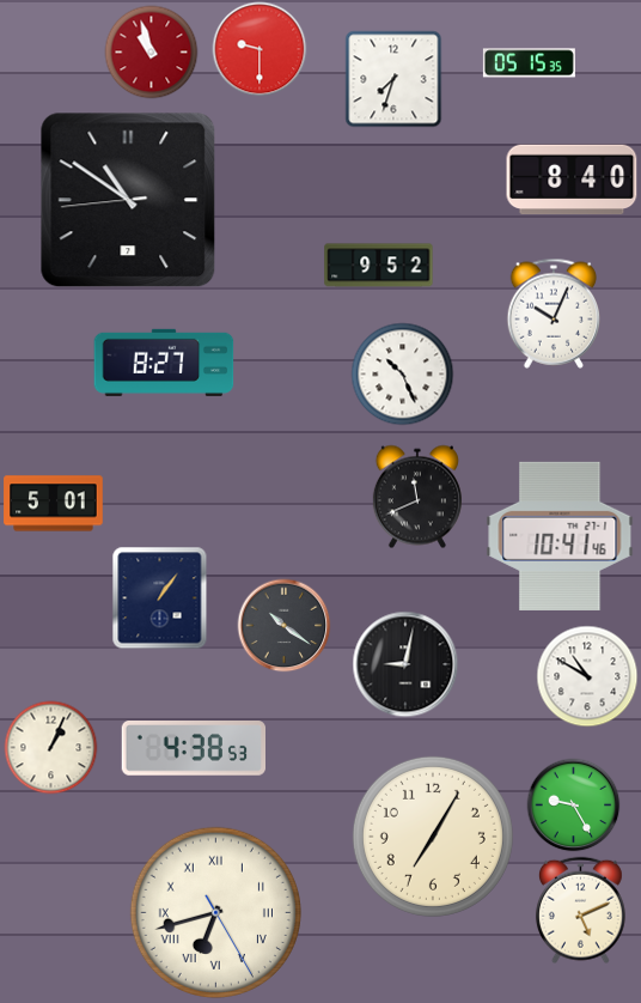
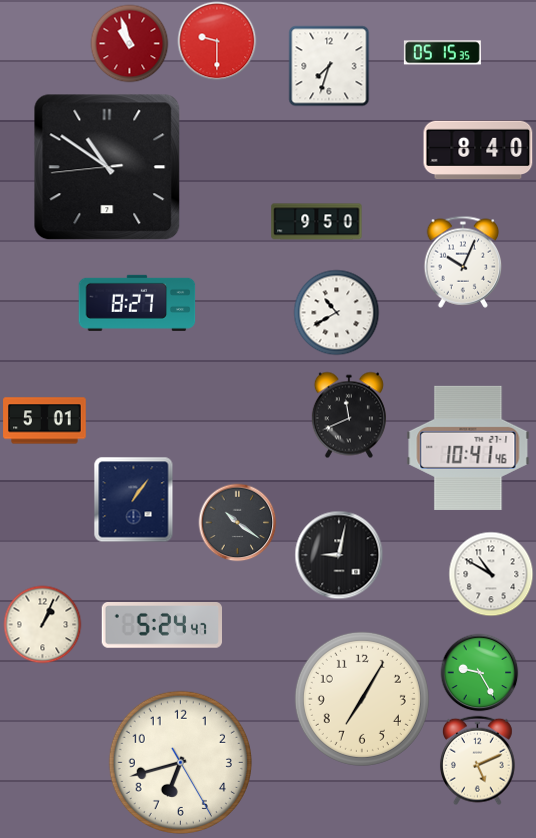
clock at (151, 51) position: (151, 51) -> (129, 43)
clock at (379, 266): 9:52 -> 9:50
clock at (402, 373): 10:26 -> 10:40
clock at (587, 676) position: (587, 676) -> (491, 574)
clock at (193, 749): 4:38 -> 5:24
clock at (580, 910) position: (580, 910) -> (477, 760)
clock at (215, 912) numerals: Roman -> Arabic
